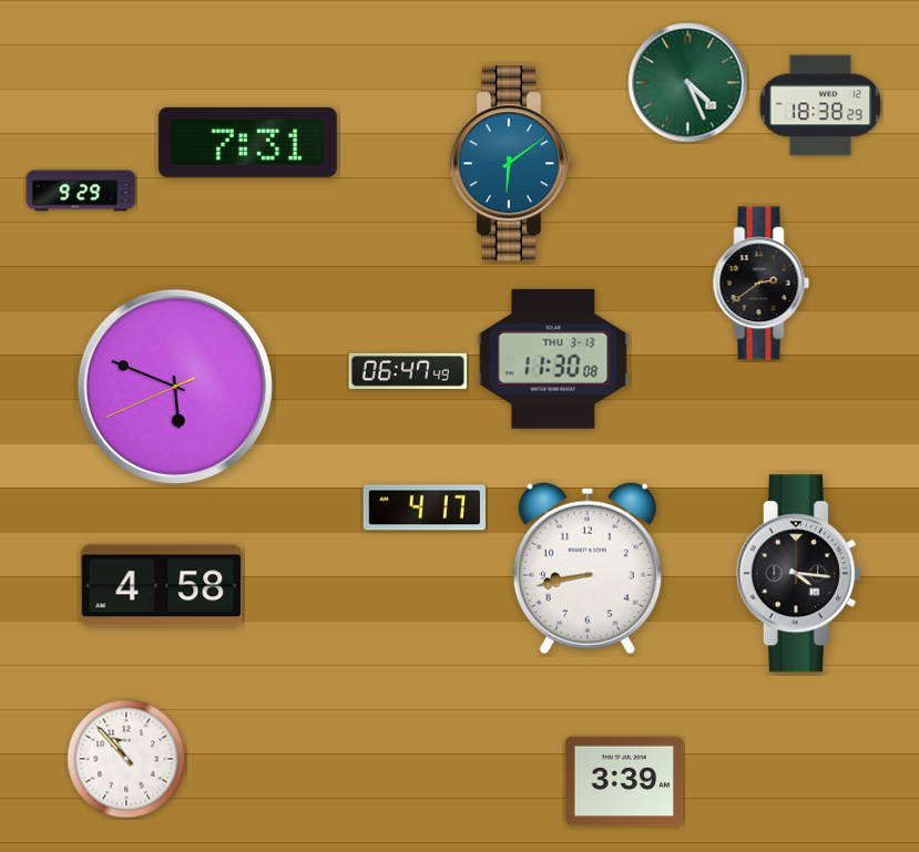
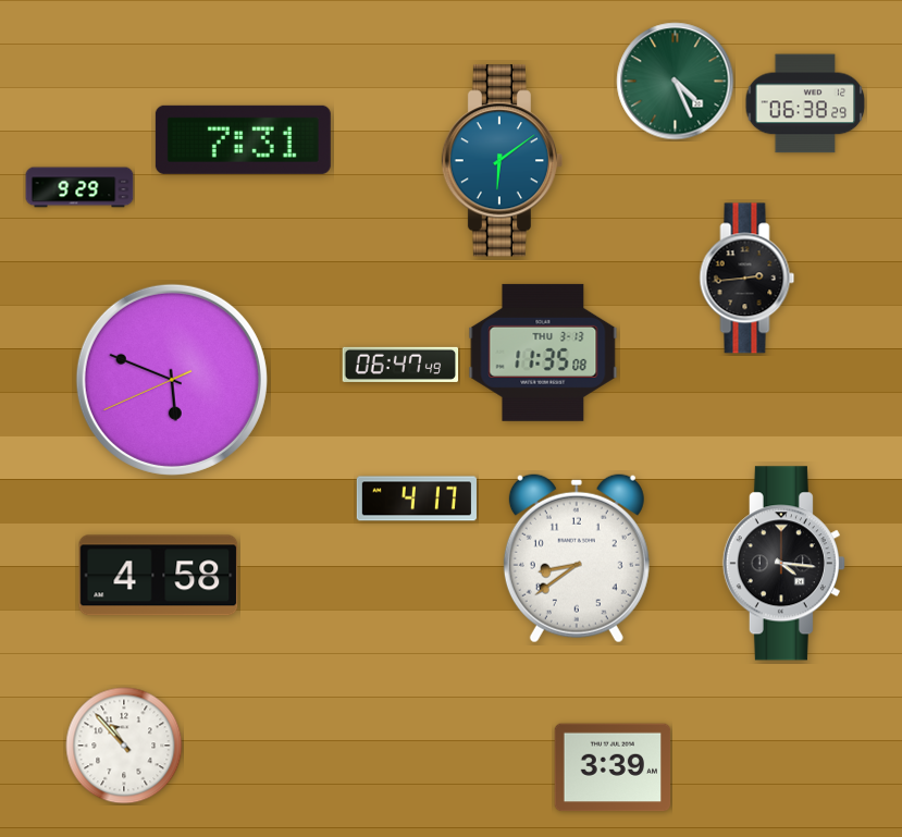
clock at (820, 105): 18:38 -> 06:38
clock at (762, 284): 2:39 -> 2:44
clock at (553, 359): 11:30 -> 11:35
clock at (588, 568): 8:43 -> 8:39
